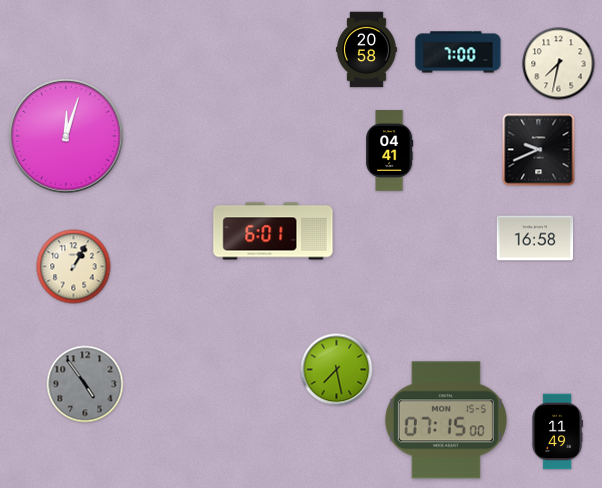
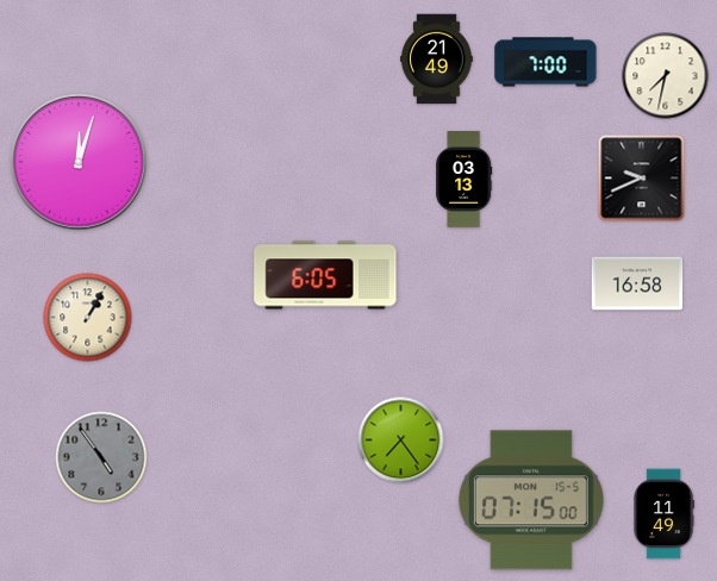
clock at (366, 50): 20:58 -> 21:49
clock at (390, 151): 04:41 -> 03:13
clock at (273, 231): 6:01 -> 6:05
clock at (337, 370): 7:28 -> 7:24
